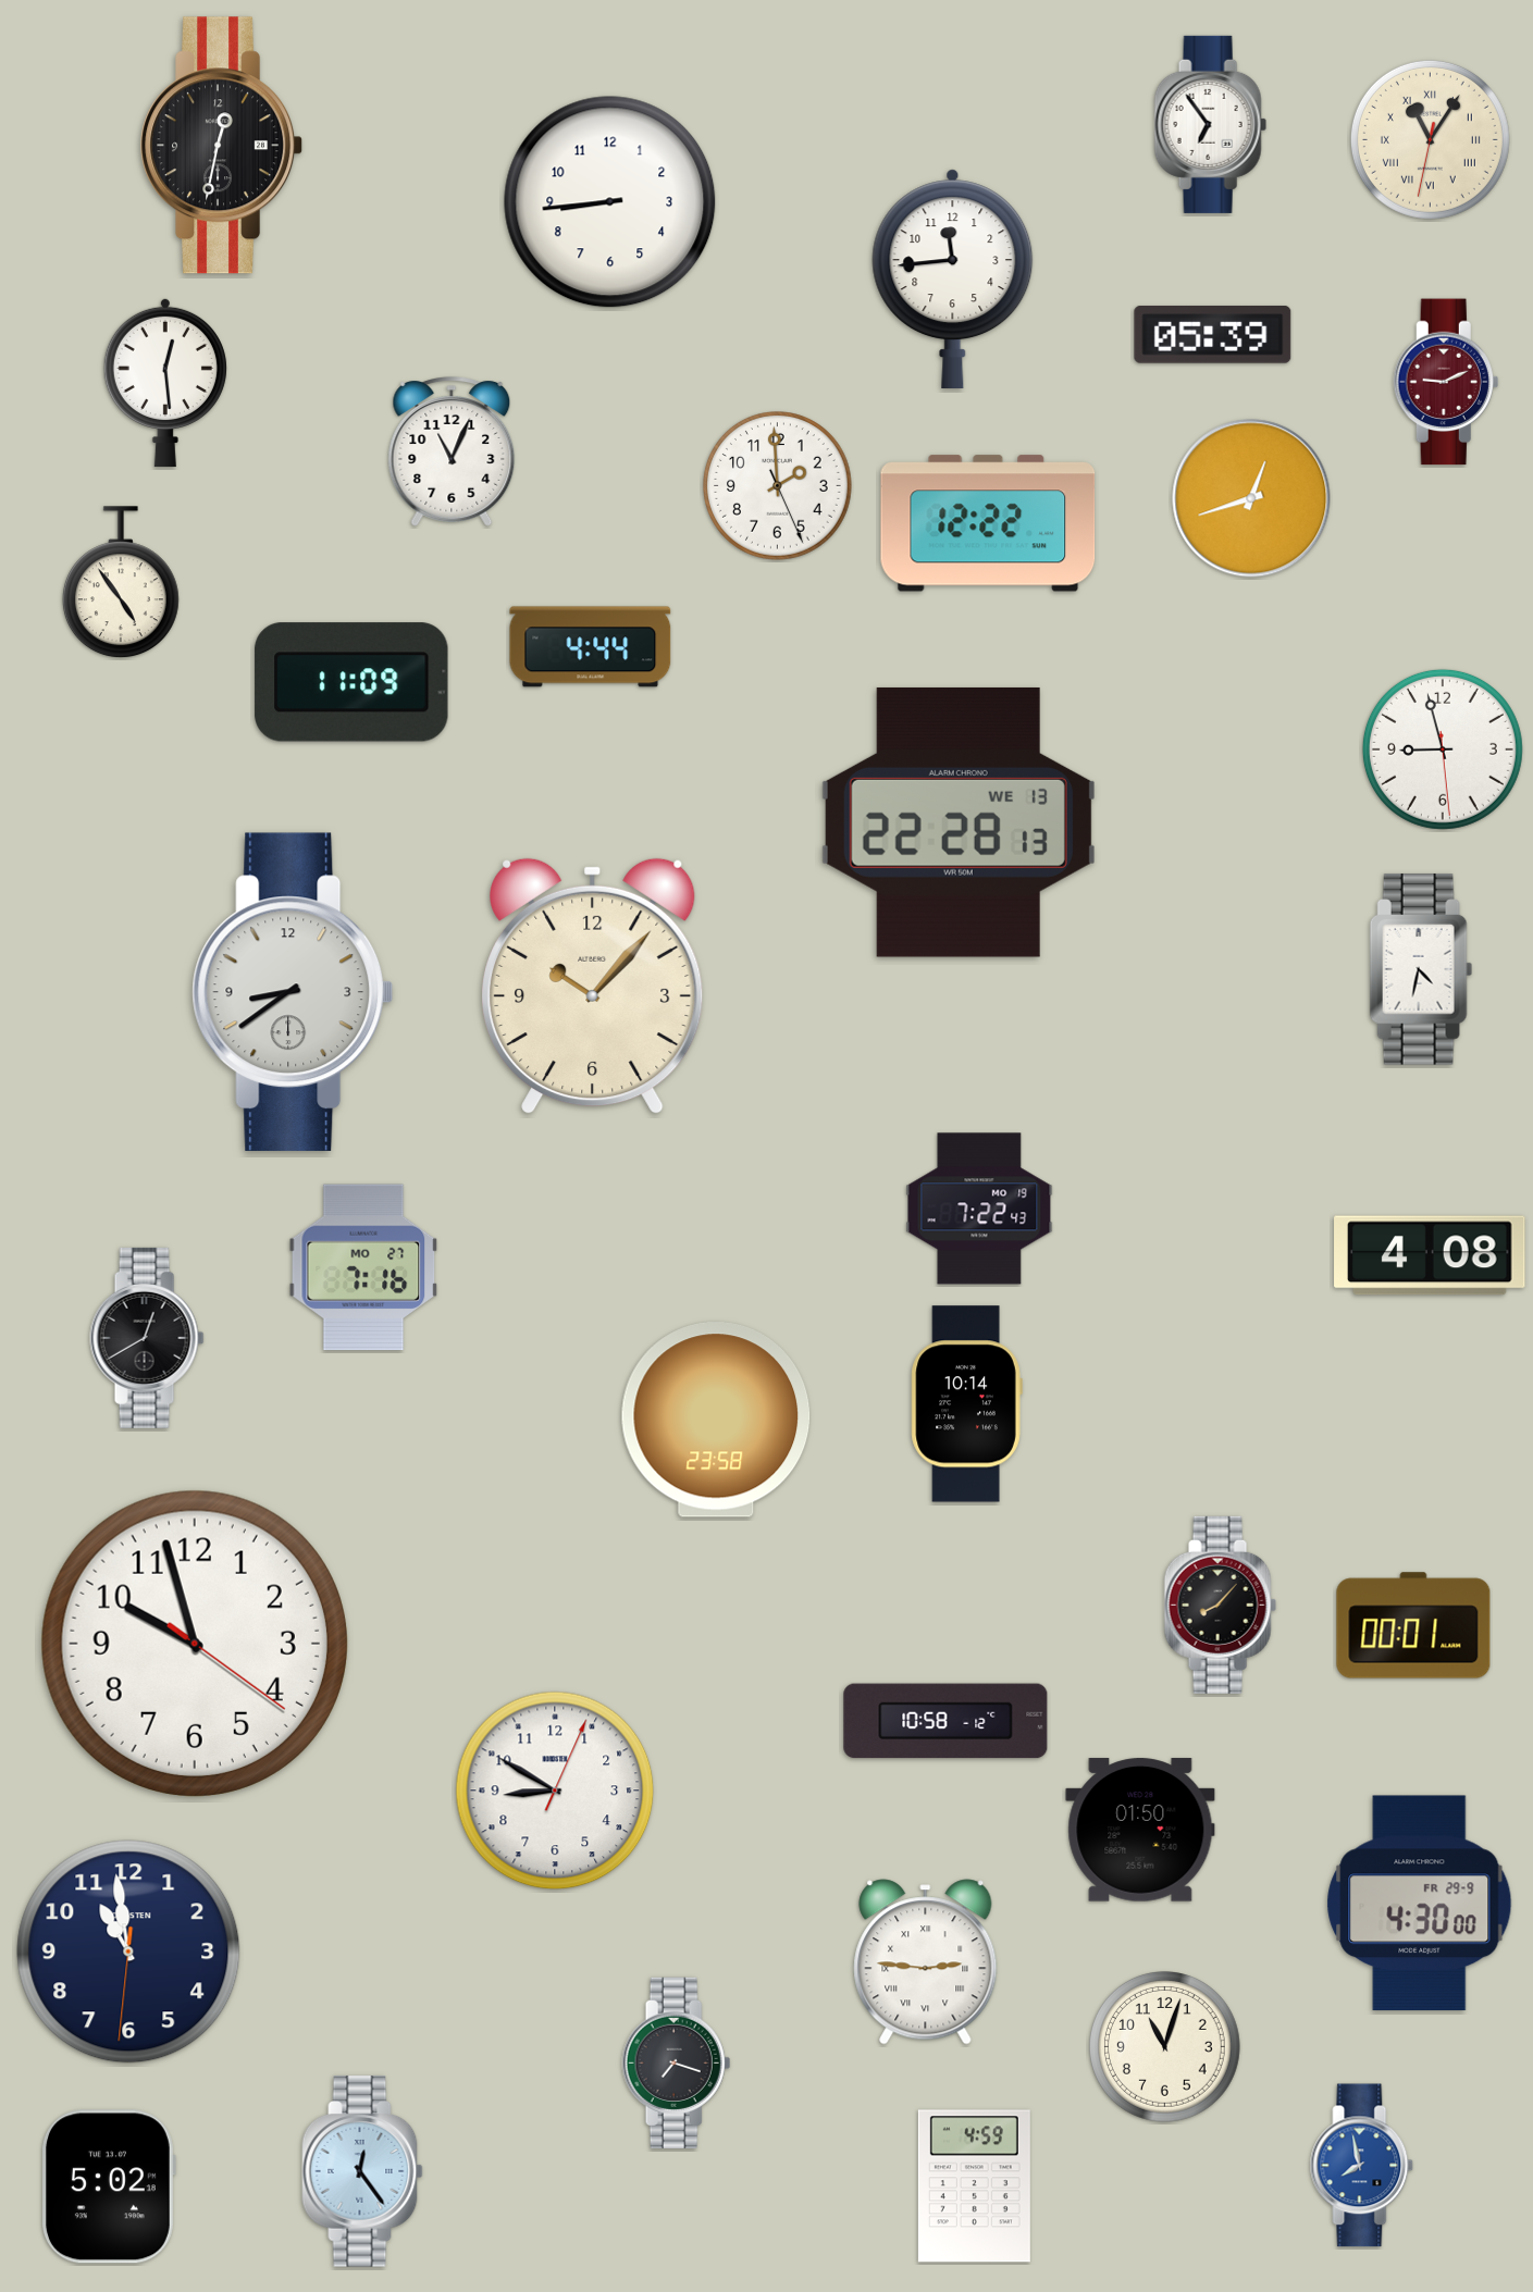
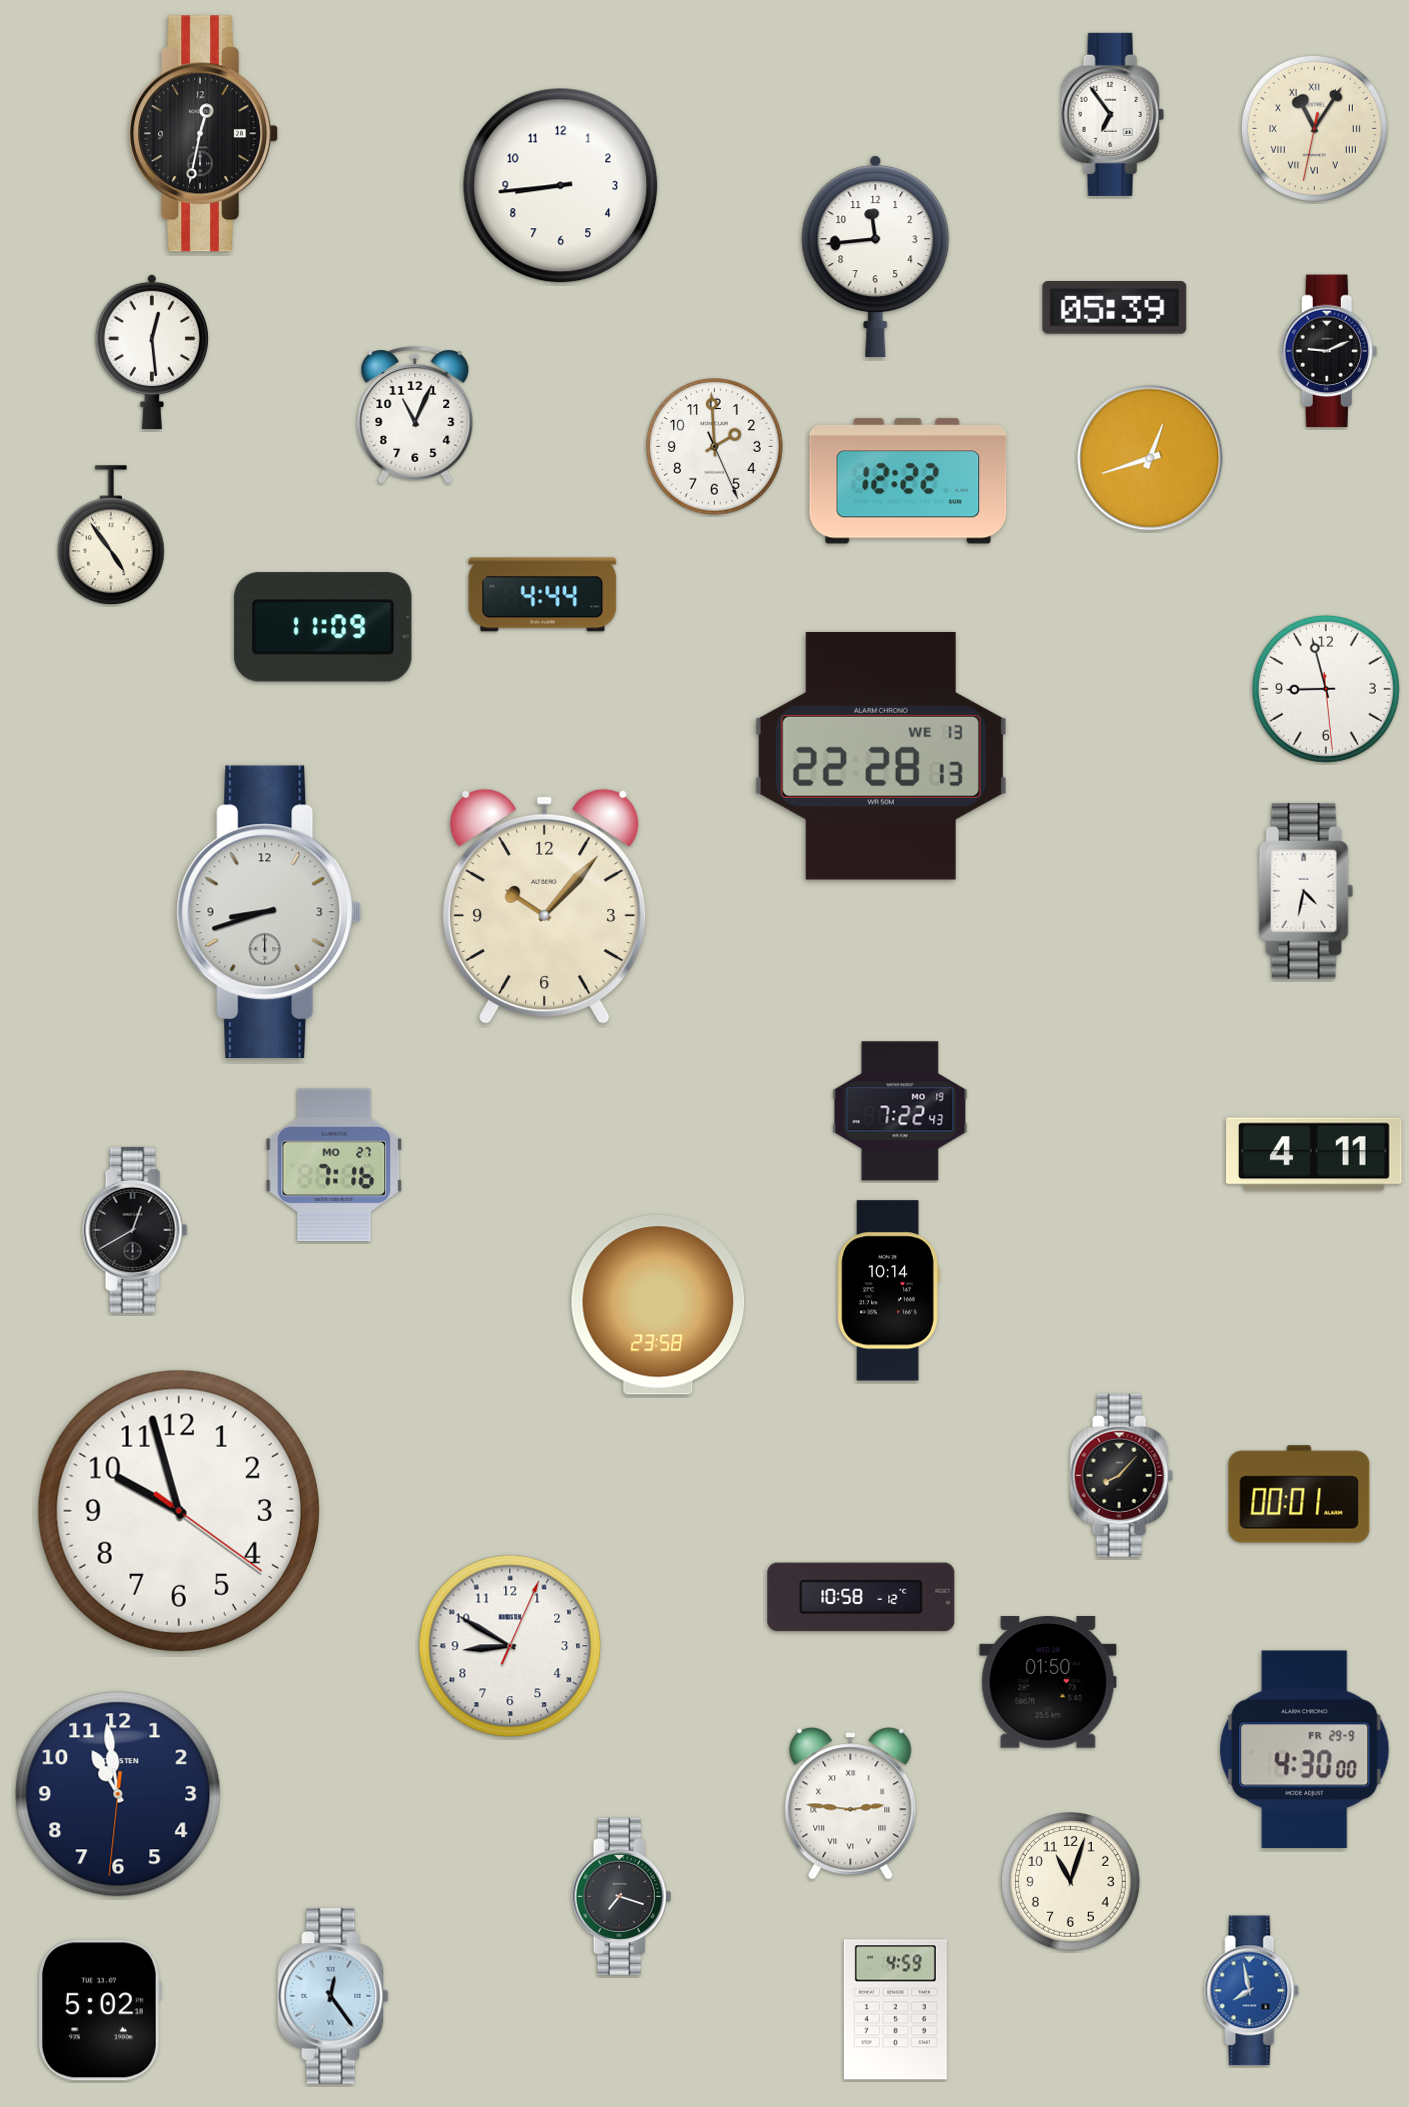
clock at (1446, 382) dial: burgundy -> black
clock at (293, 992): 8:39 -> 8:42
clock at (1430, 1255): 4:08 -> 4:11
clock at (945, 1721) position: (945, 1721) -> (861, 1597)
